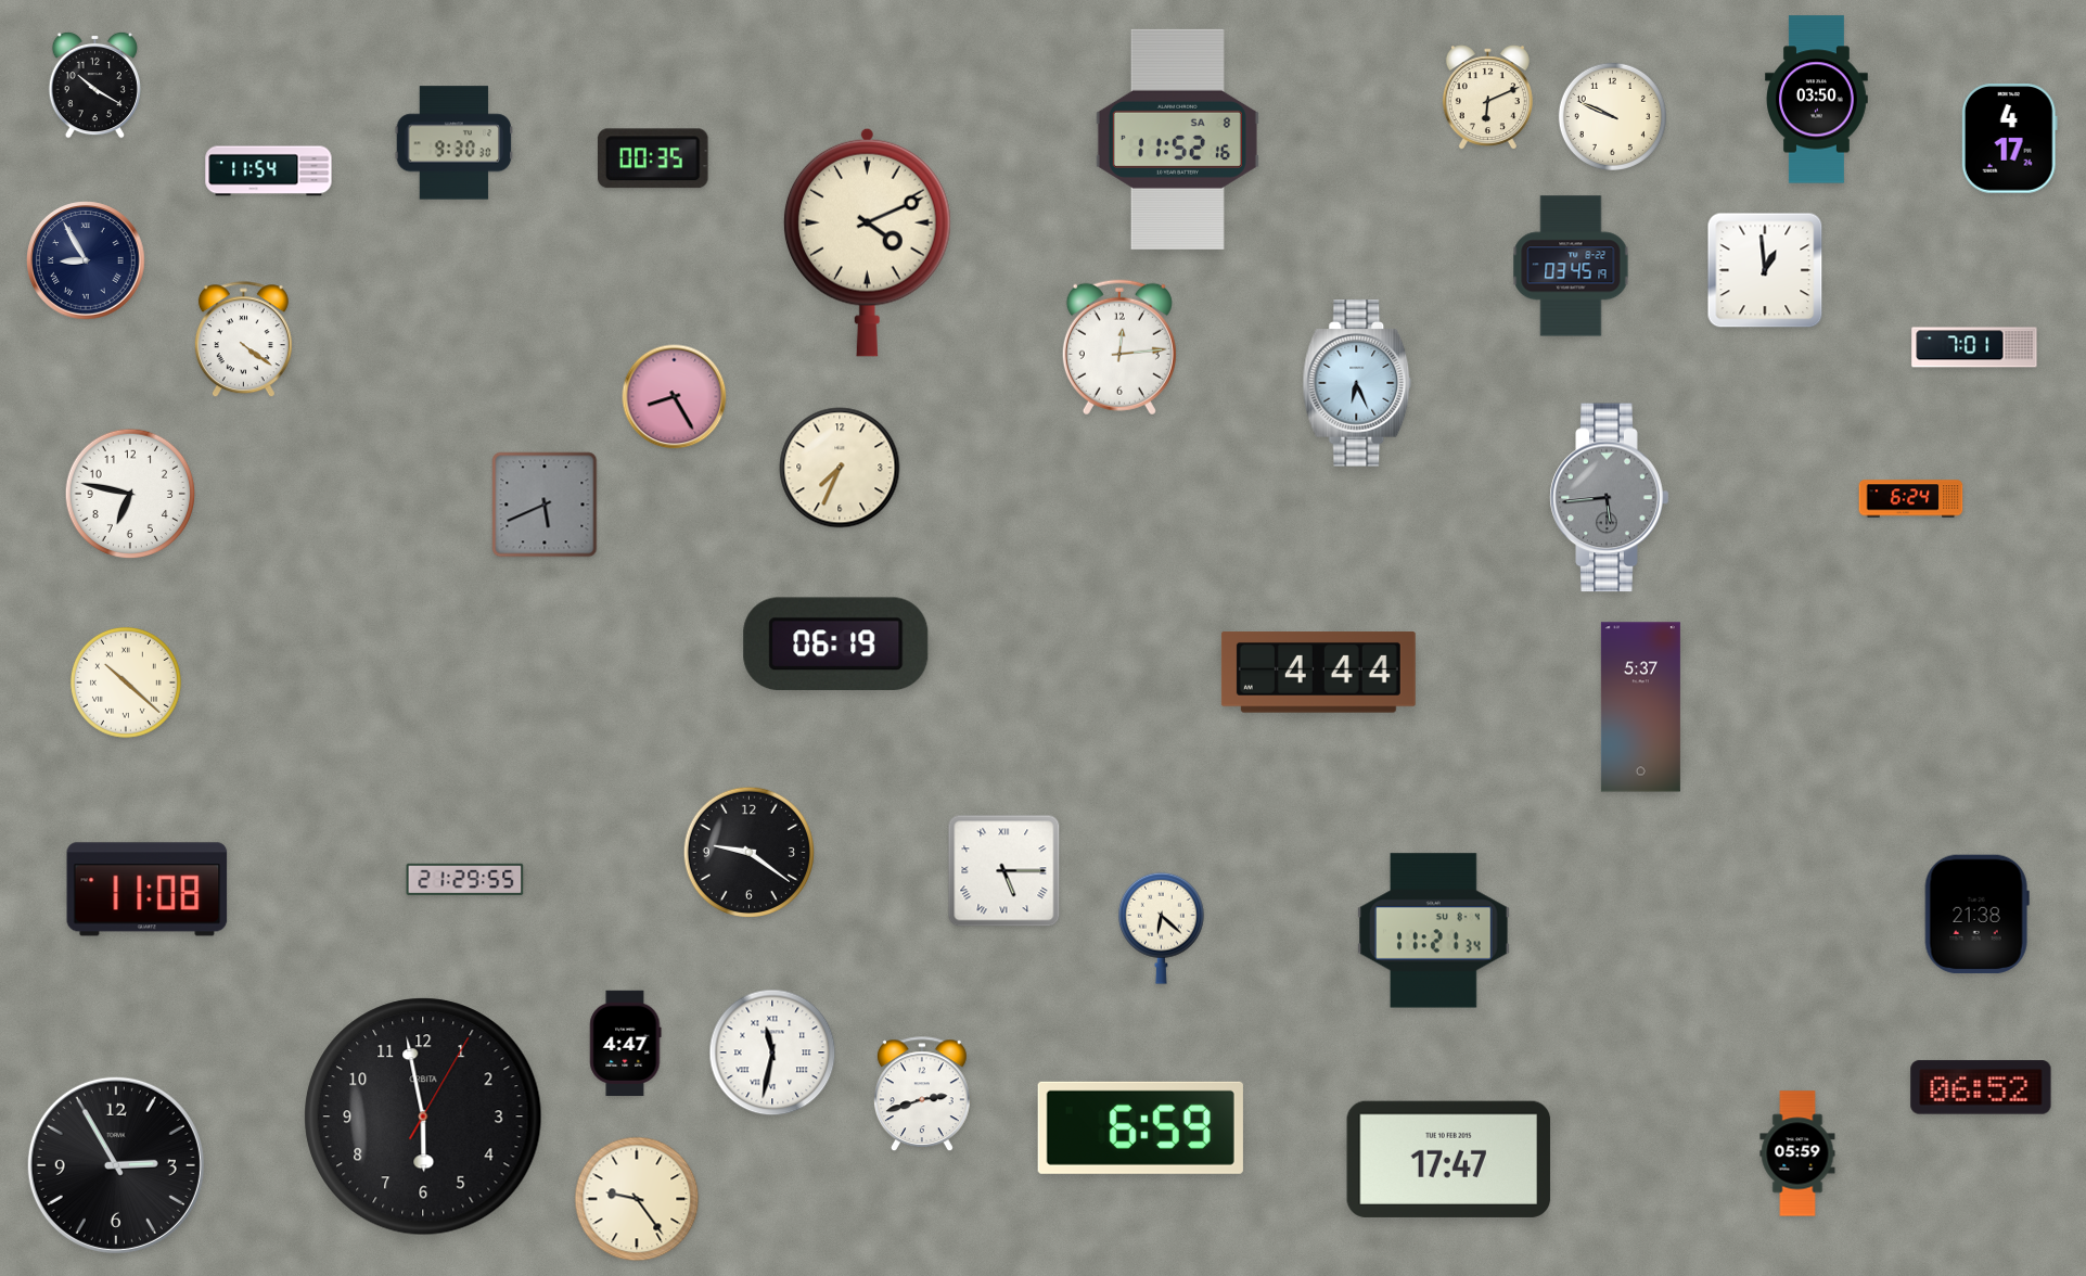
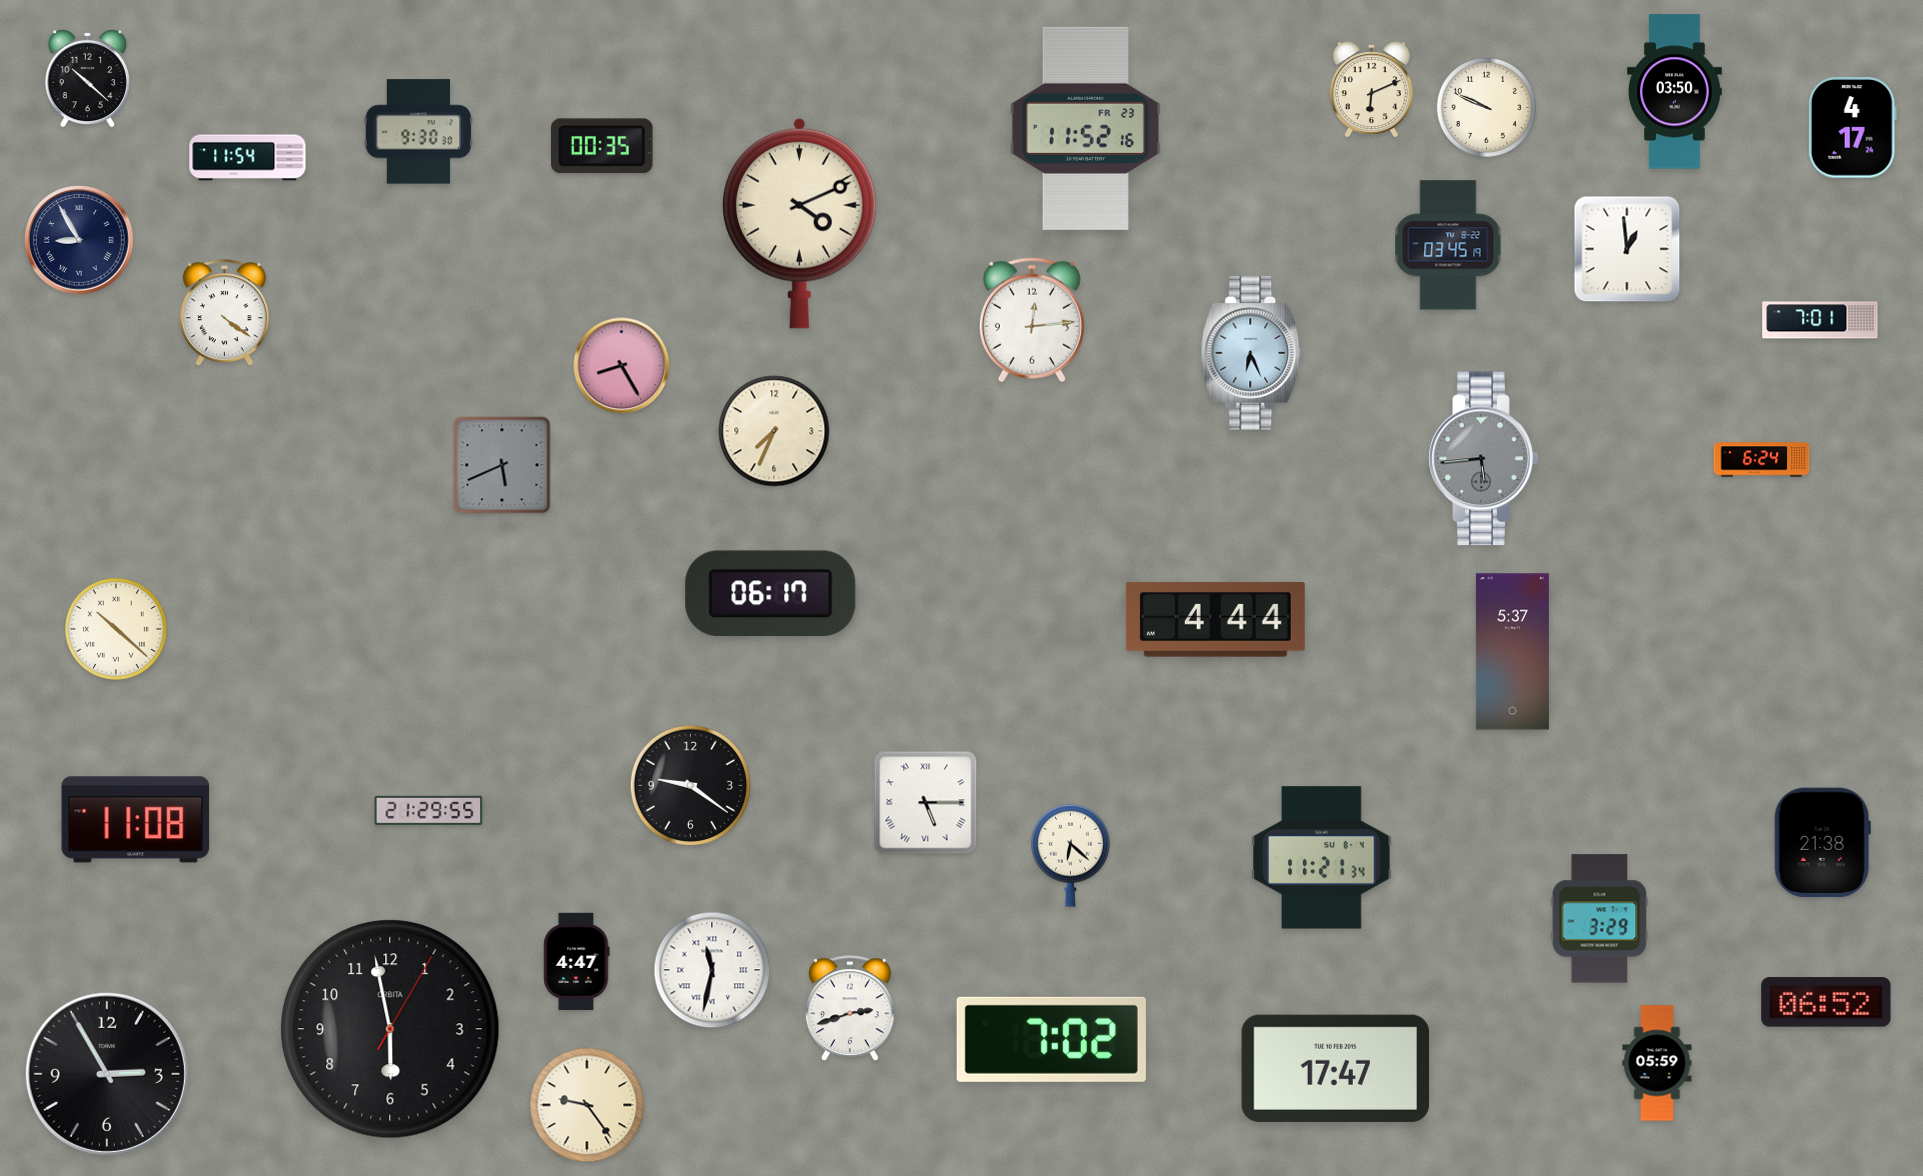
clock at (94, 85): 10:20 -> 10:22
clock at (1177, 139) date: SA 8 -> FR 23
clock at (130, 494): 6:47 -> none
clock at (836, 645): 06:19 -> 06:17
clock at (1600, 919): none -> 3:29
clock at (1140, 1127): 6:59 -> 7:02
